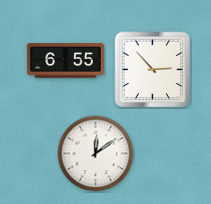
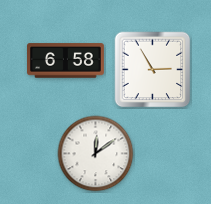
clock at (66, 61): 6:55 -> 6:58
clock at (153, 70): 2:53 -> 2:55
